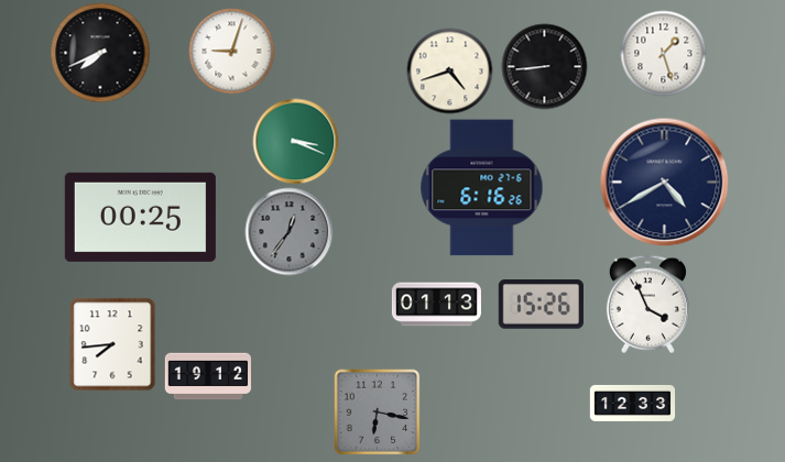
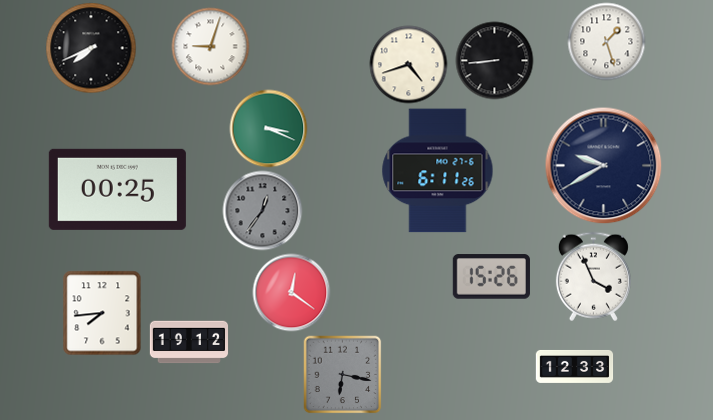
clock at (663, 53) position: (663, 53) -> (606, 41)
clock at (664, 182): 4:40 -> 9:40
clock at (482, 188): 6:16 -> 6:11
clock at (140, 217) position: (140, 217) -> (117, 189)
clock at (647, 304) position: (647, 304) -> (593, 276)
clock at (436, 305): 01:13 -> none
clock at (291, 292): none -> 12:21
